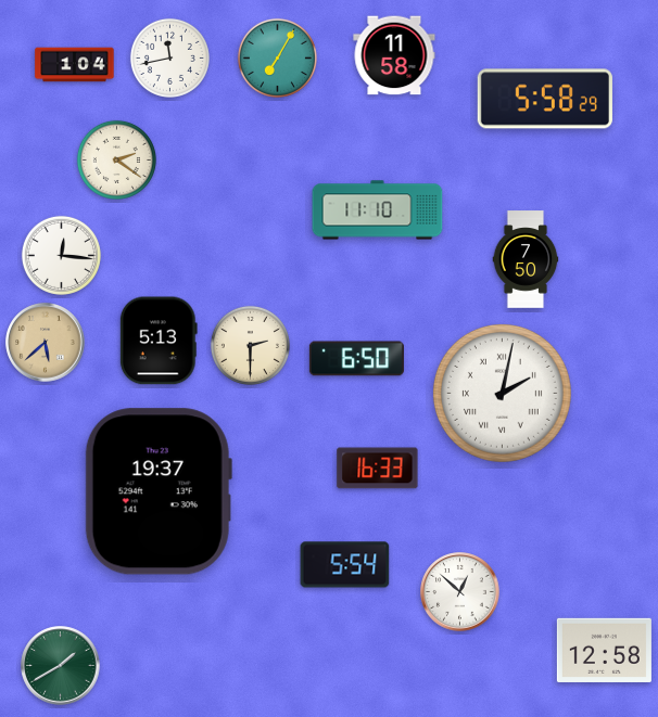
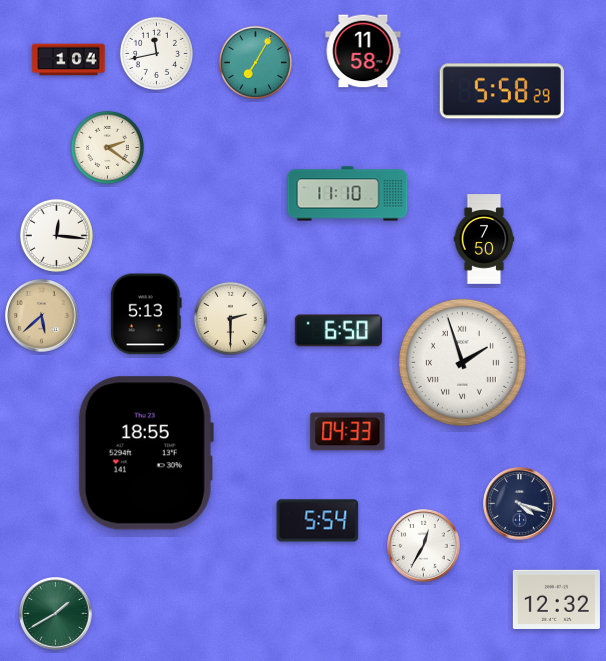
clock at (277, 57) position: (277, 57) -> (255, 62)
clock at (356, 359) position: (356, 359) -> (338, 331)
clock at (502, 393): 2:02 -> 1:57
clock at (378, 469): 16:33 -> 04:33
clock at (159, 491): 19:37 -> 18:55
clock at (520, 504): none -> 4:18
clock at (460, 592): 12:52 -> 12:35
clock at (604, 650): 12:58 -> 12:32
